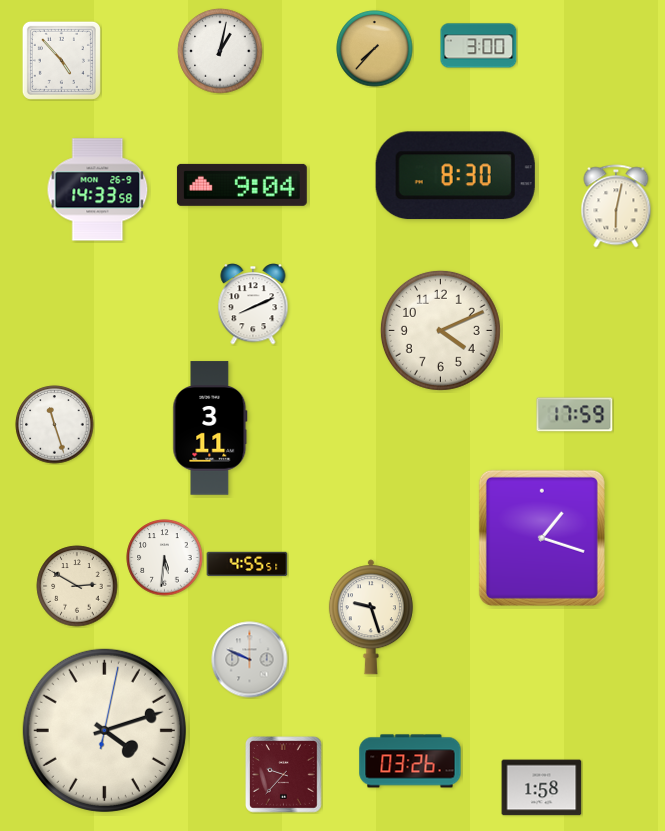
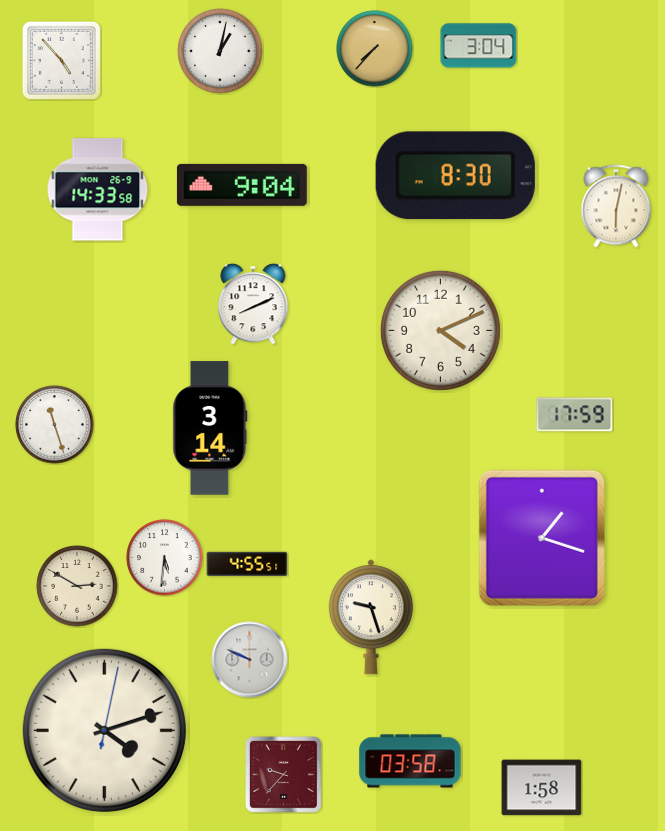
clock at (479, 46): 3:00 -> 3:04
clock at (210, 428): 3:11 -> 3:14
clock at (410, 761): 03:26 -> 03:58
